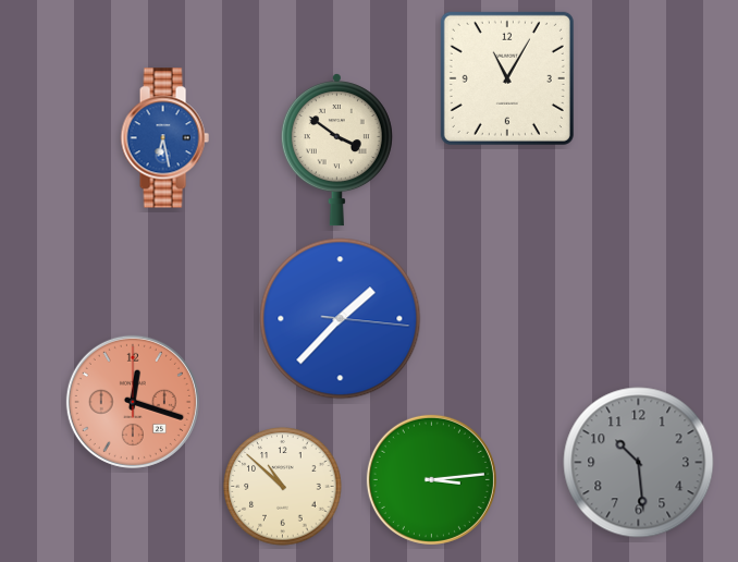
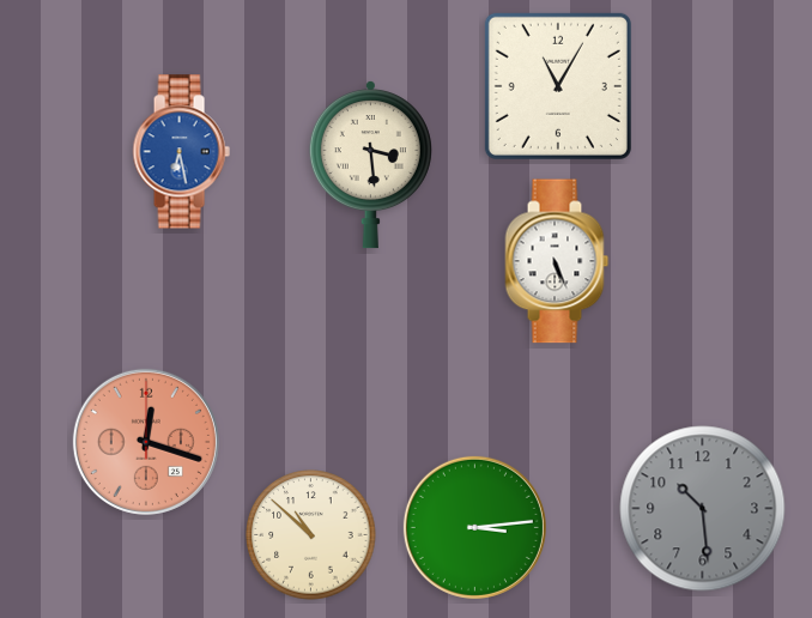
clock at (336, 150): 3:51 -> 3:29
clock at (557, 261): none -> 5:26
clock at (341, 319): 1:37 -> none
